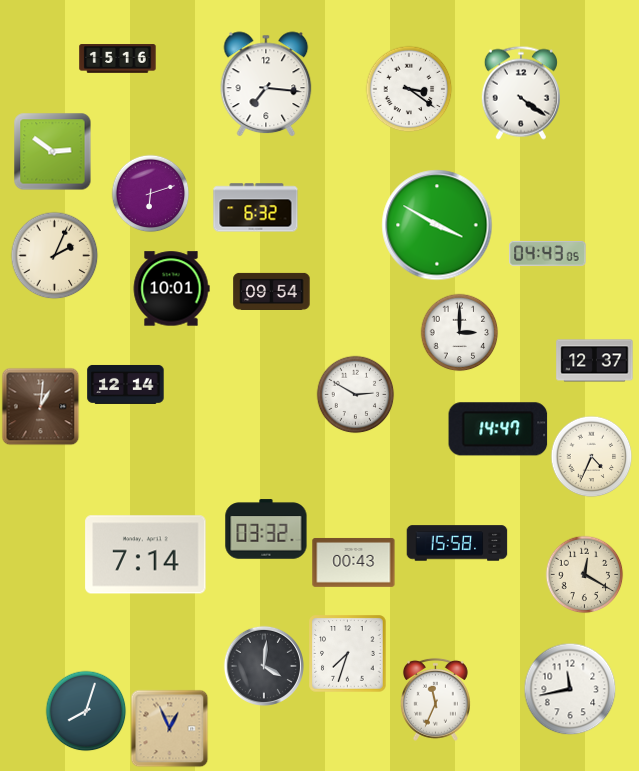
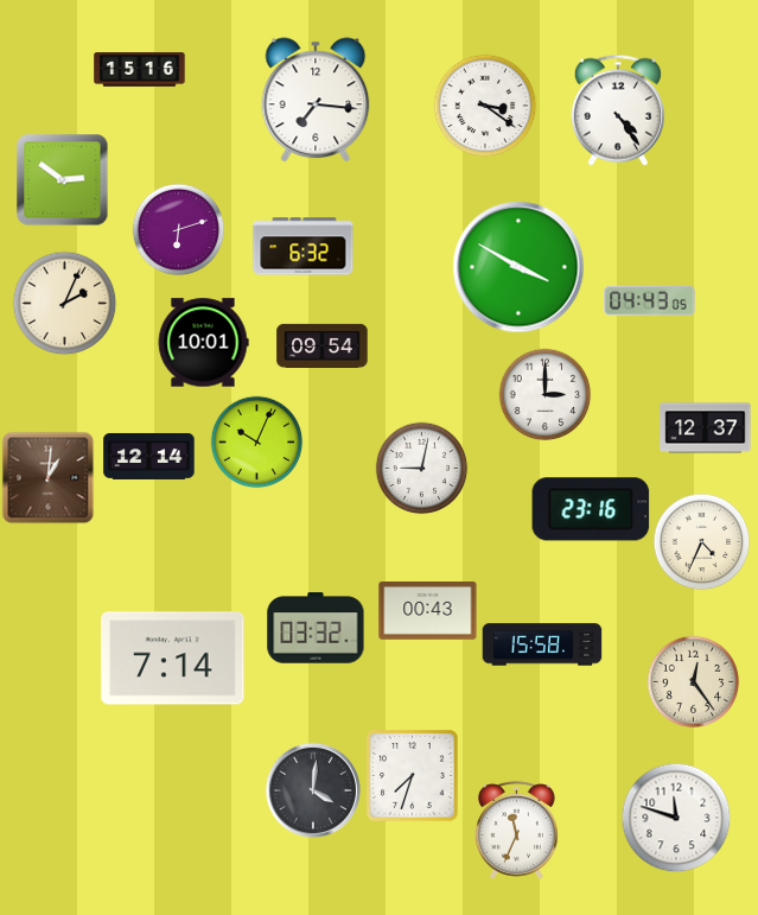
clock at (521, 93): 4:21 -> 4:24
clock at (256, 441): none -> 10:04
clock at (355, 394): 2:50 -> 9:02
clock at (40, 406) position: (40, 406) -> (47, 477)
clock at (498, 429): 14:47 -> 23:16
clock at (354, 562) position: (354, 562) -> (428, 610)
clock at (584, 574): 12:20 -> 12:24
clock at (570, 689): 11:43 -> 11:48
clock at (86, 711): 8:03 -> none
clock at (169, 728): 12:56 -> none
